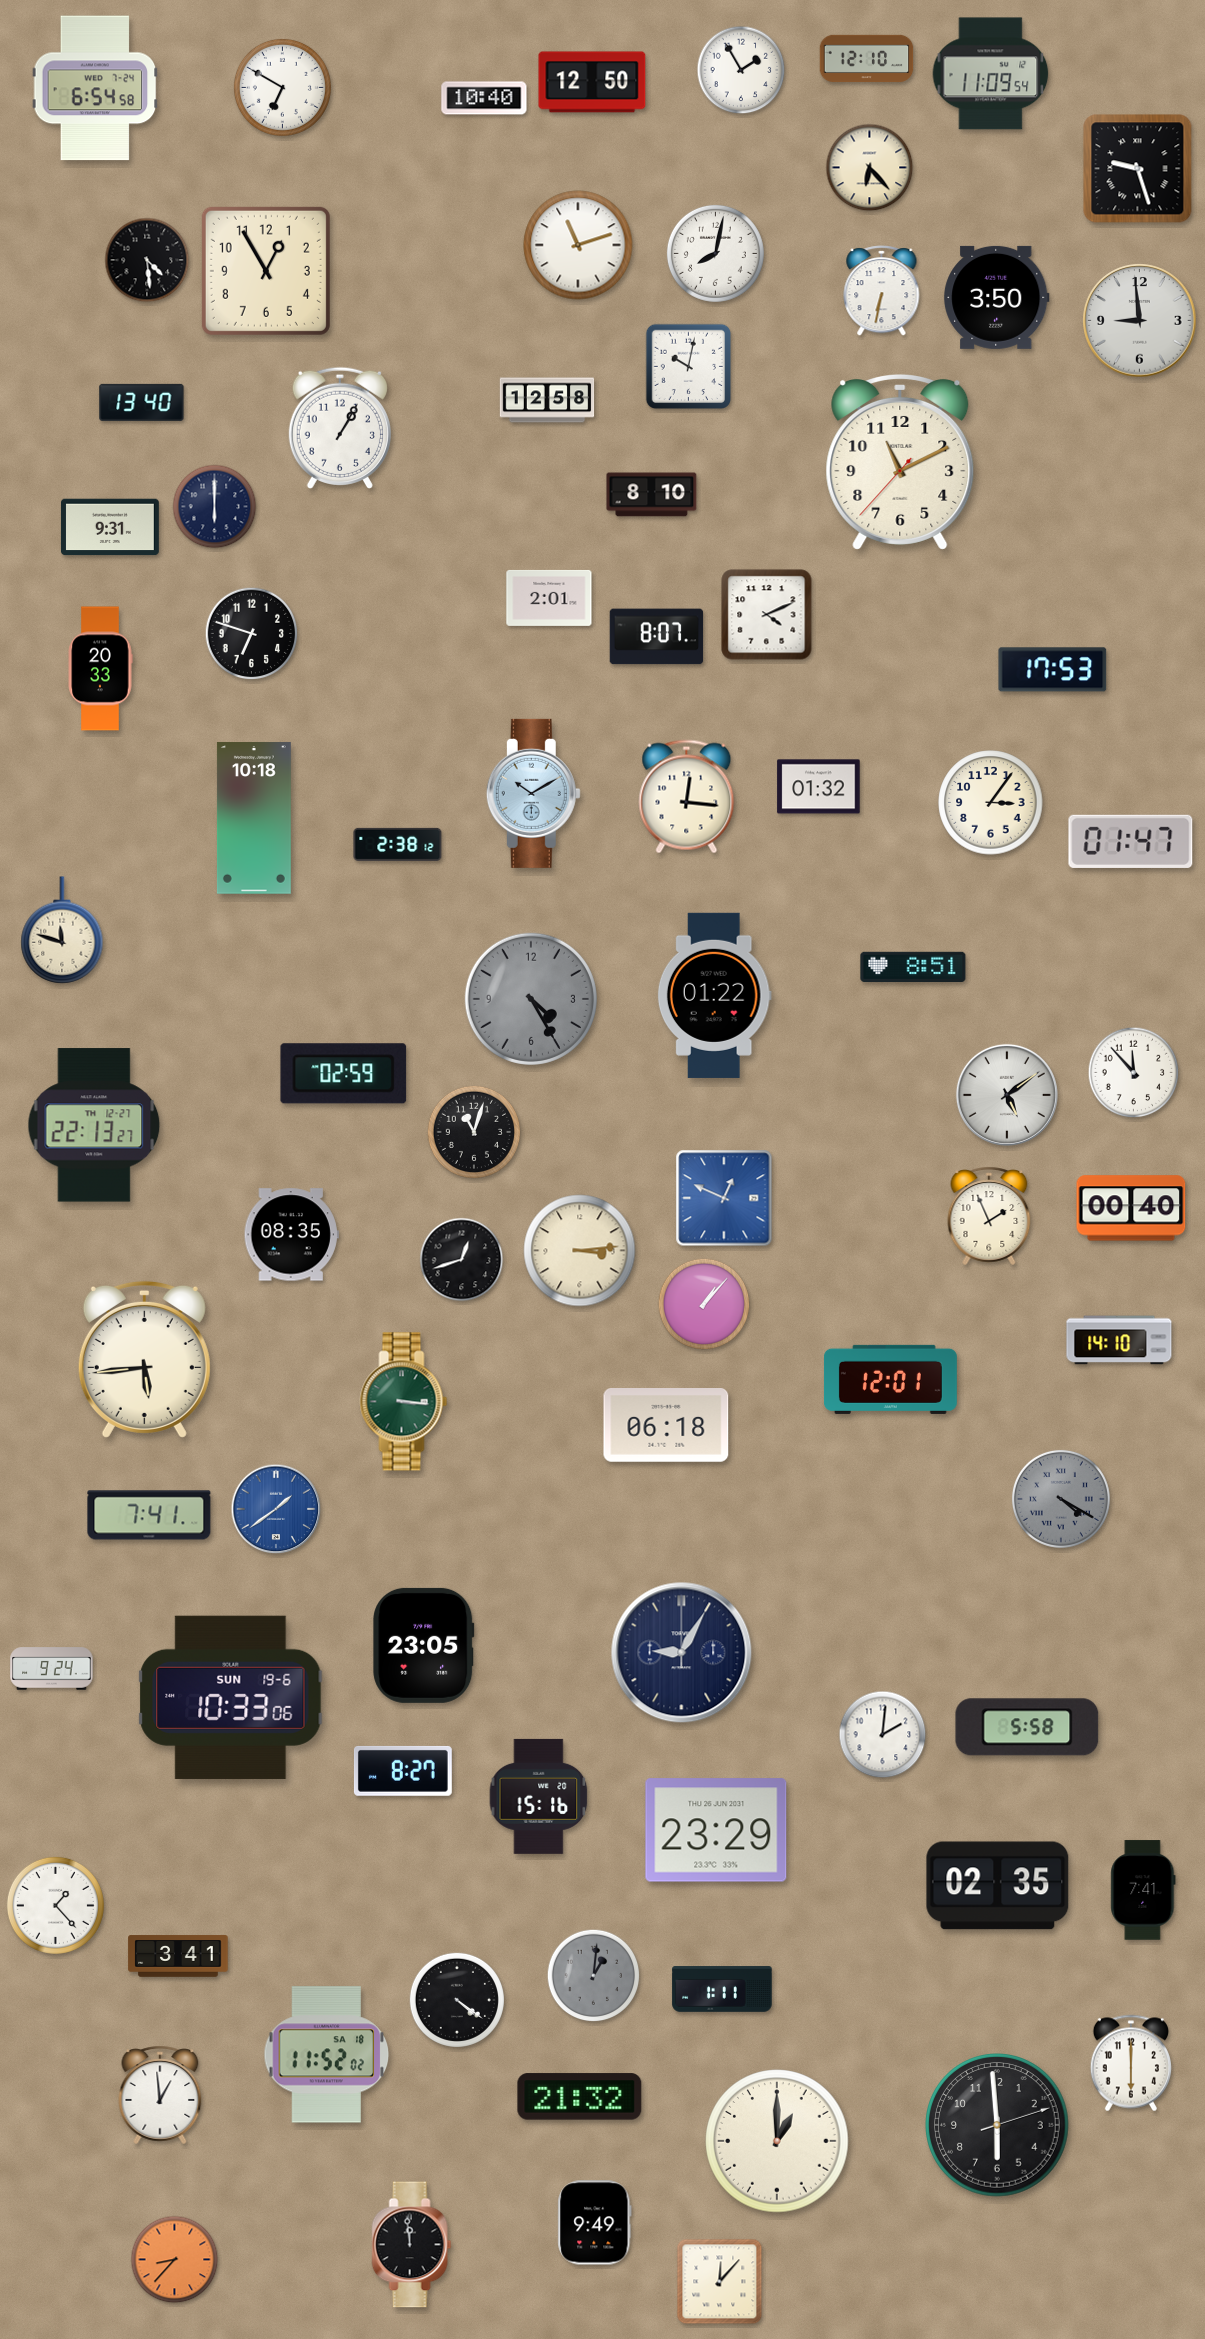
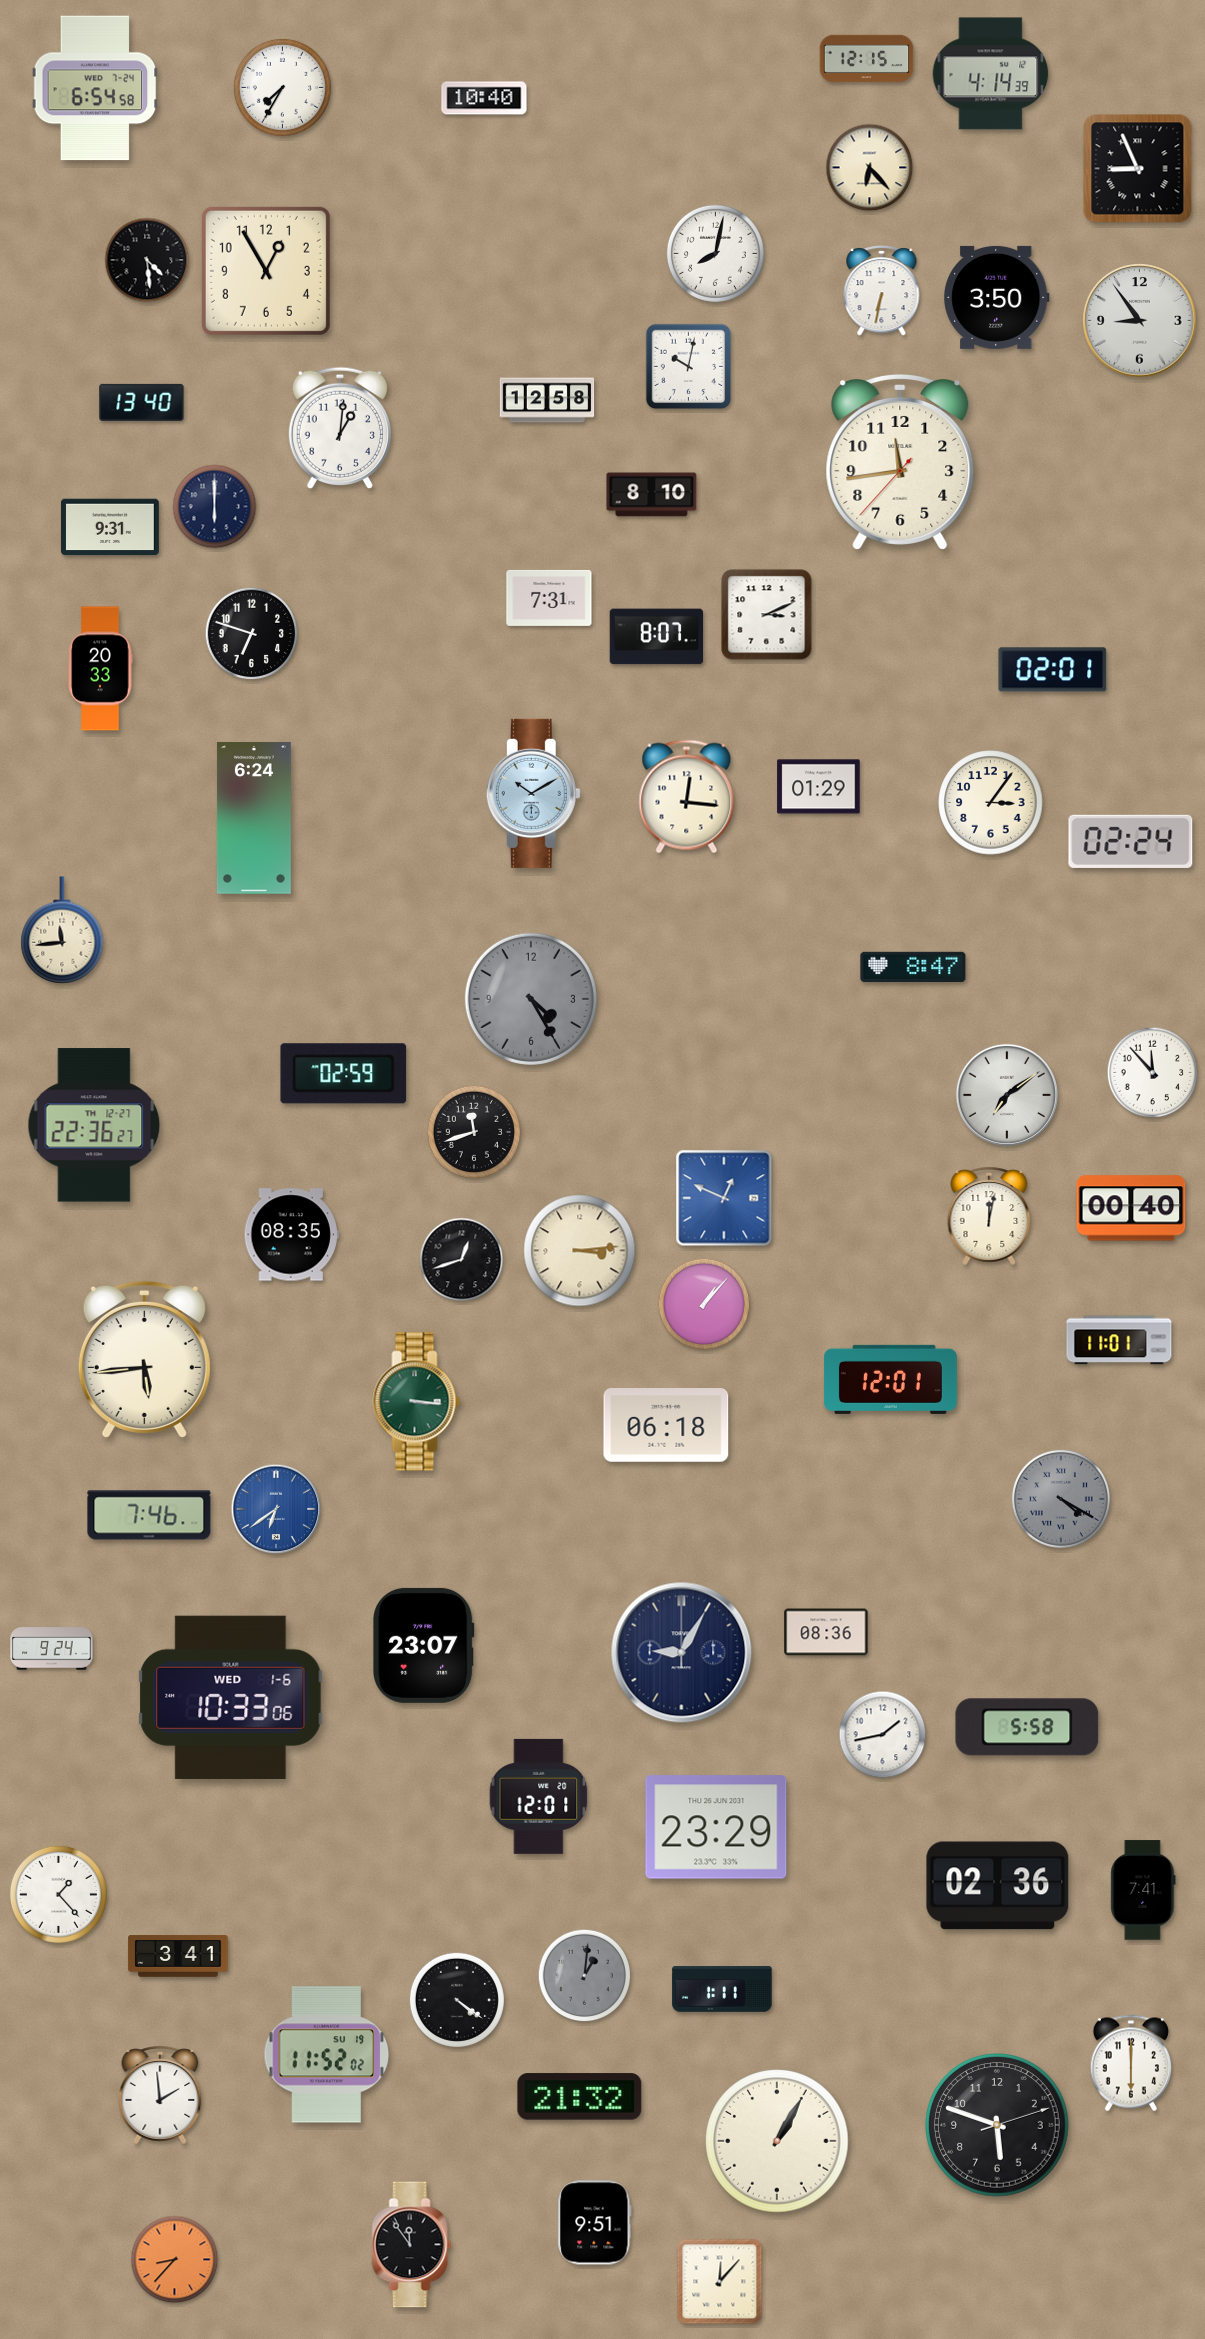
clock at (867, 59): 12:10 -> 12:15
clock at (741, 70): 1:55 -> none
clock at (991, 74): 11:09 -> 4:14
clock at (592, 82): 12:50 -> none
clock at (282, 87): 6:50 -> 7:35
clock at (1138, 169): 9:27 -> 8:56
clock at (578, 245): 11:12 -> none
clock at (1140, 321): 8:59 -> 8:54
clock at (340, 428): 1:05 -> 1:01
clock at (900, 462): 11:10 -> 11:43
clock at (549, 598): 2:01 -> 7:31
clock at (767, 615): 4:11 -> 3:11
clock at (1053, 670): 17:53 -> 02:01
clock at (819, 787): 01:32 -> 01:29
clock at (254, 818): 10:18 -> 6:24
clock at (1131, 841): 01:47 -> 02:24
clock at (398, 844): 2:38 -> none
clock at (62, 930): 11:48 -> 11:44
clock at (913, 966): 8:51 -> 8:47
clock at (714, 995): 01:22 -> none
clock at (1134, 1073) position: (1134, 1073) -> (1153, 1073)
clock at (1007, 1095): 5:09 -> 7:09
clock at (94, 1125): 22:13 -> 22:36
clock at (473, 1131): 11:03 -> 11:42
clock at (989, 1216): 1:56 -> 12:02
clock at (1119, 1340): 14:10 -> 11:01
clock at (404, 1402) position: (404, 1402) -> (417, 1402)
clock at (276, 1509): 1:39 -> 6:39
clock at (149, 1515): 7:41 -> 7:46
clock at (826, 1632): none -> 08:36
clock at (424, 1645): 23:05 -> 23:07
clock at (52, 1669) position: (52, 1669) -> (52, 1649)
clock at (231, 1697) date: SUN 19-6 -> WED 1-6
clock at (883, 1735): 2:01 -> 1:43
clock at (403, 1771): 8:27 -> none
clock at (539, 1796): 15:16 -> 12:01
clock at (716, 1830) position: (716, 1830) -> (716, 1827)
clock at (998, 1886): 02:35 -> 02:36
clock at (55, 1905) position: (55, 1905) -> (58, 1894)
clock at (594, 1976) position: (594, 1976) -> (585, 1976)
clock at (327, 2055) date: SA 18 -> SU 19
clock at (160, 2095): 12:59 -> 1:59
clock at (997, 2125): 5:59 -> 5:48
clock at (777, 2141): 1:00 -> 1:05
clock at (595, 2223): 9:49 -> 9:51
clock at (412, 2245): 11:59 -> 11:54
